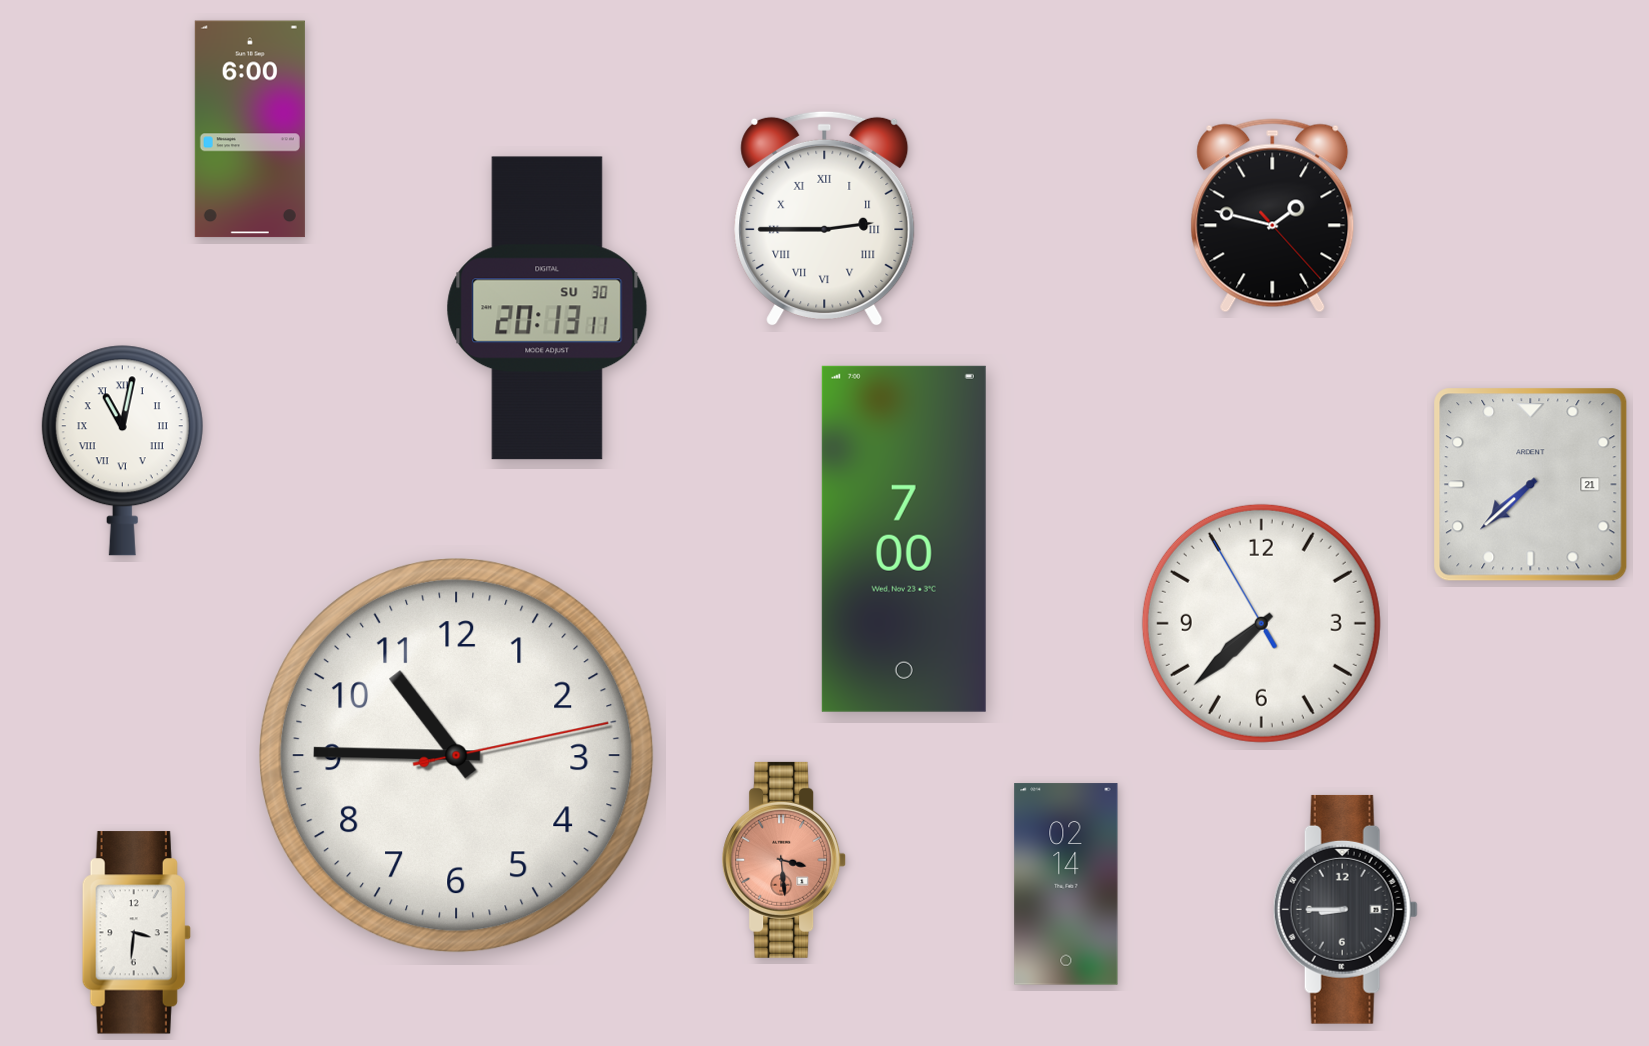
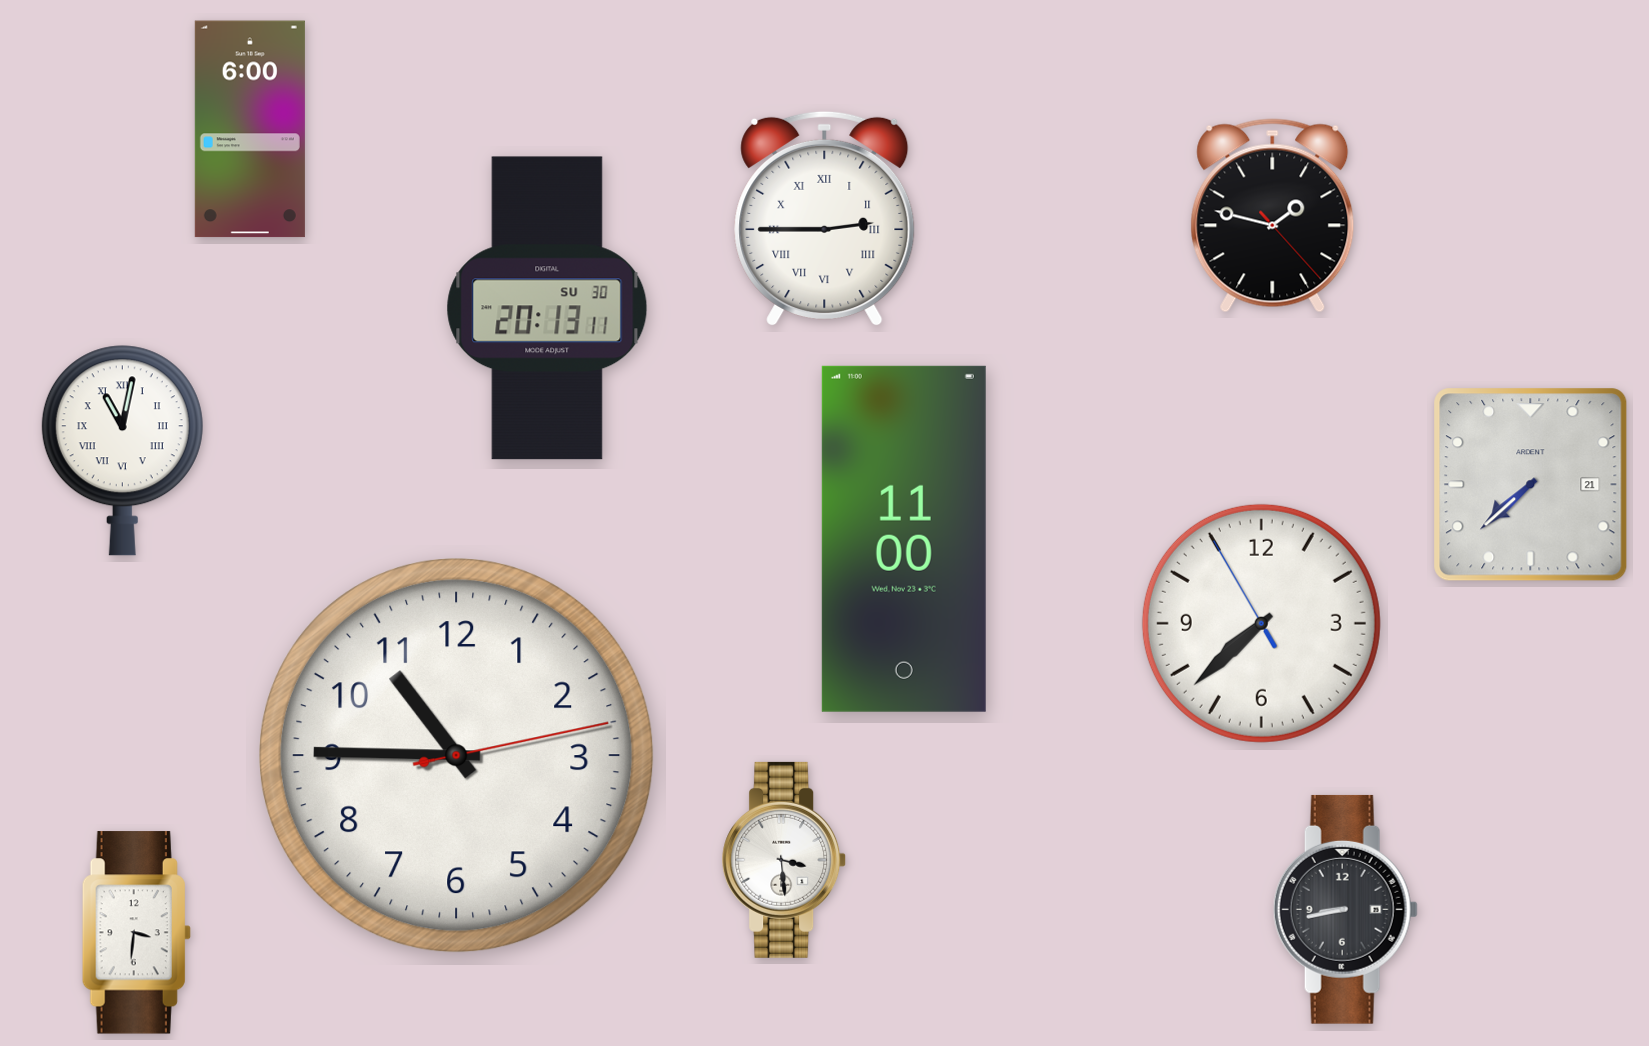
clock at (904, 539): 7:00 -> 11:00
clock at (785, 860) dial: salmon -> white
clock at (1066, 884): 02:14 -> none
clock at (1345, 909): 8:45 -> 8:43
